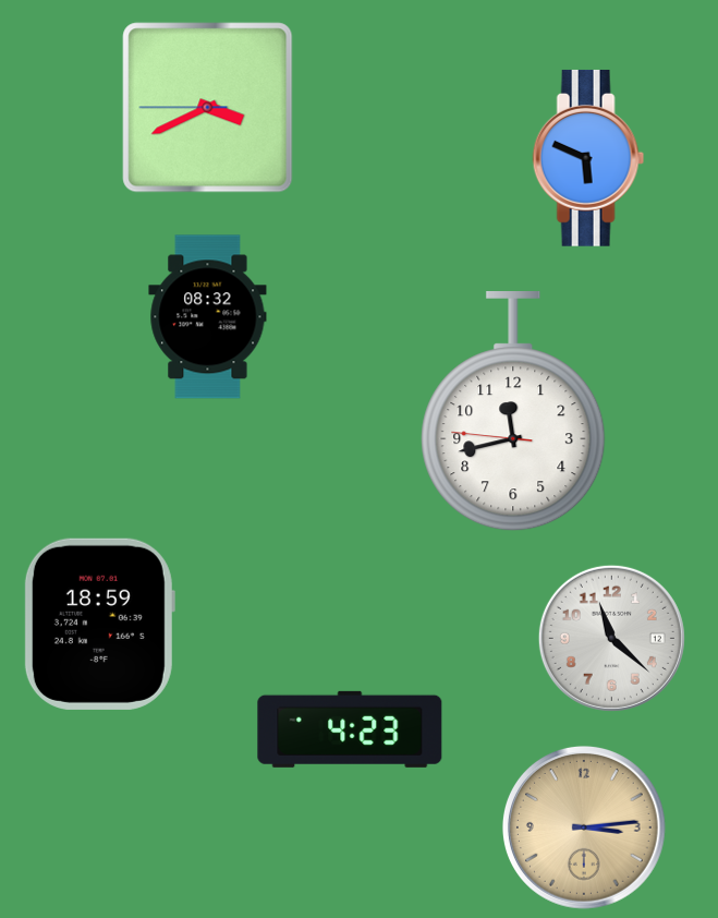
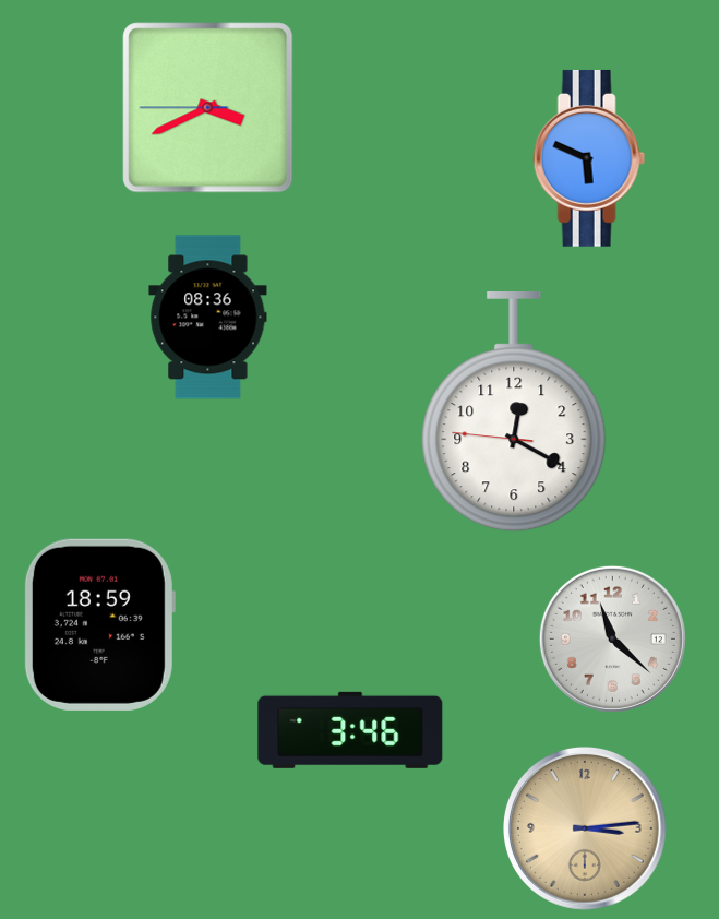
clock at (208, 317): 08:32 -> 08:36
clock at (513, 412): 11:42 -> 12:19
clock at (350, 729): 4:23 -> 3:46
